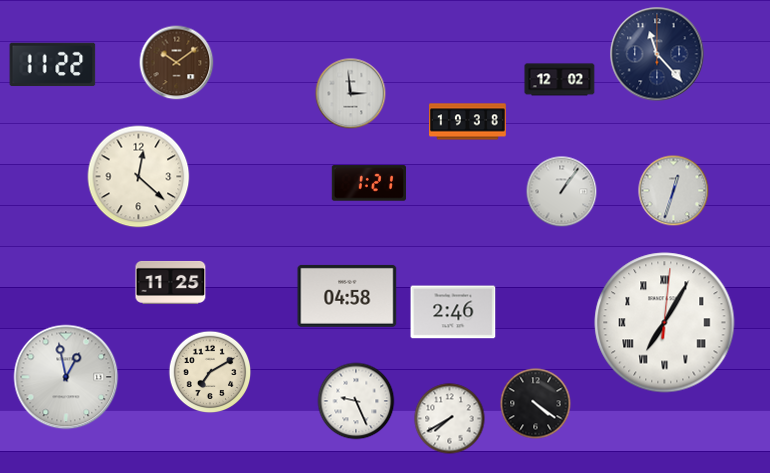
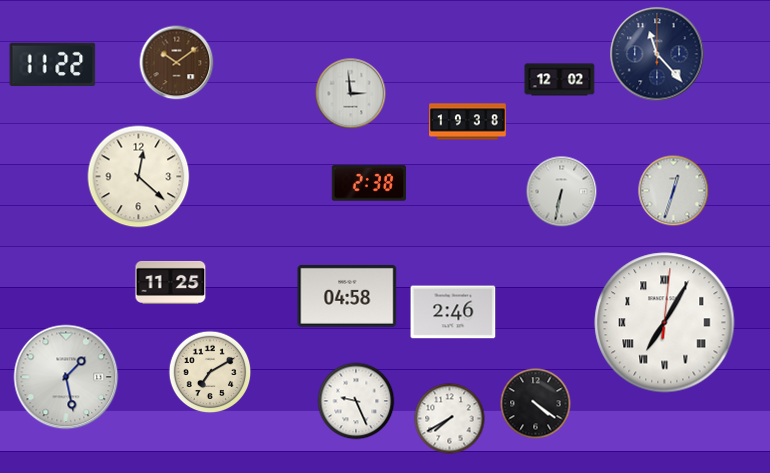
clock at (368, 183): 1:21 -> 2:38
clock at (562, 192): 1:06 -> 6:32
clock at (66, 377): 12:58 -> 1:28
